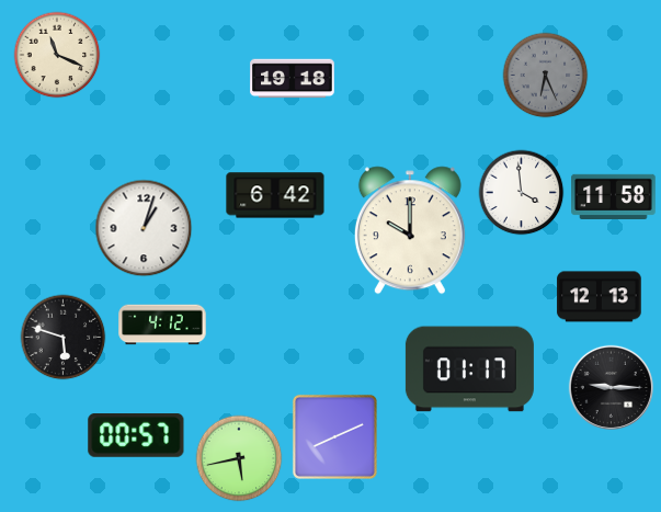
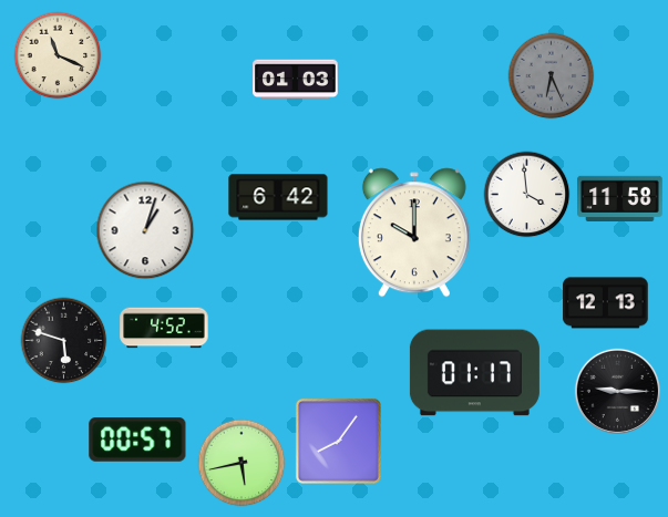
clock at (293, 79): 19:18 -> 01:03
clock at (600, 297) position: (600, 297) -> (606, 303)
clock at (162, 325): 4:12 -> 4:52
clock at (334, 436): 8:11 -> 8:06
